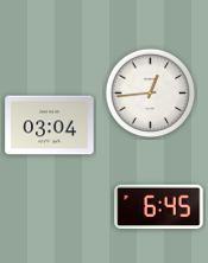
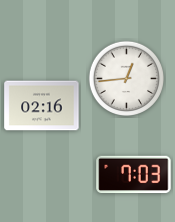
clock at (50, 126): 03:04 -> 02:16
clock at (159, 207): 6:45 -> 7:03
